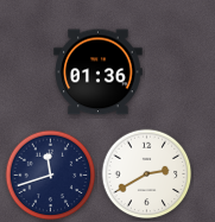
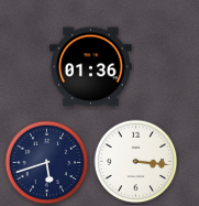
clock at (147, 175): 2:40 -> 3:16
clock at (51, 176): 11:42 -> 5:42
